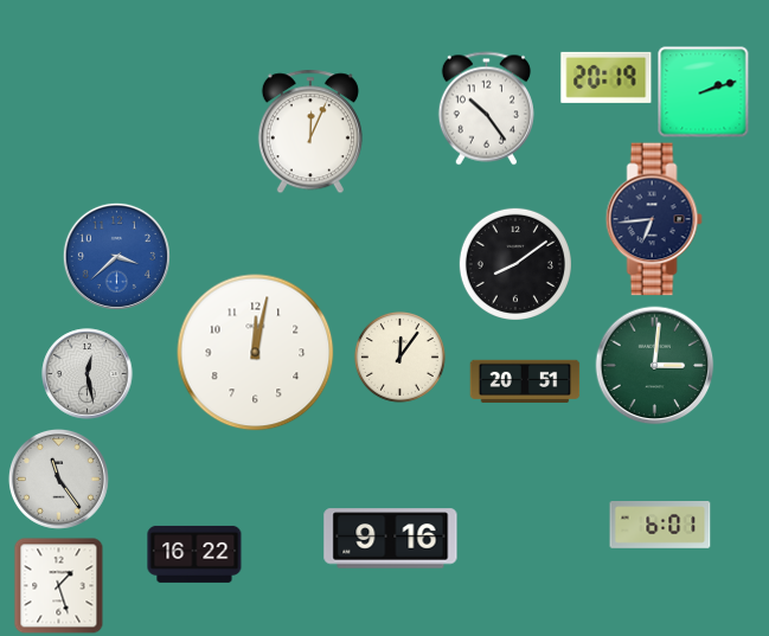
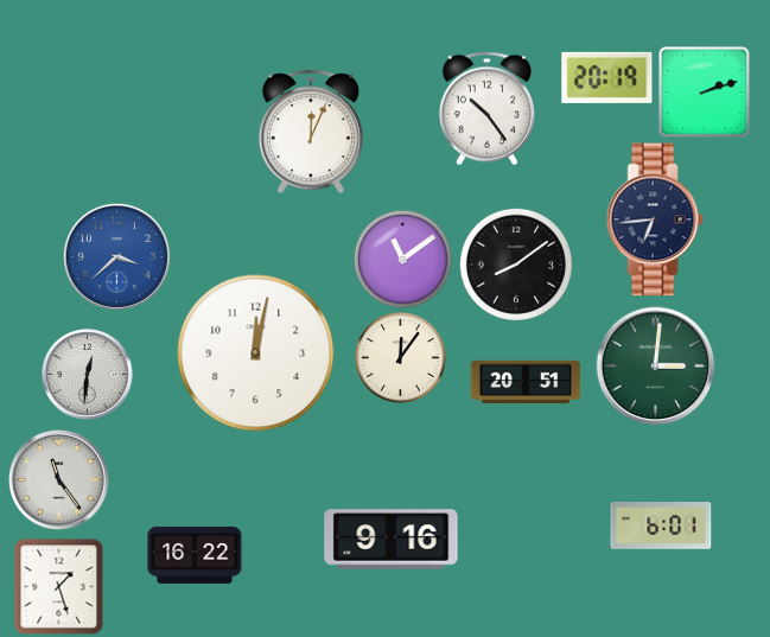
clock at (402, 259): none -> 11:09
clock at (88, 374): 12:28 -> 12:31
